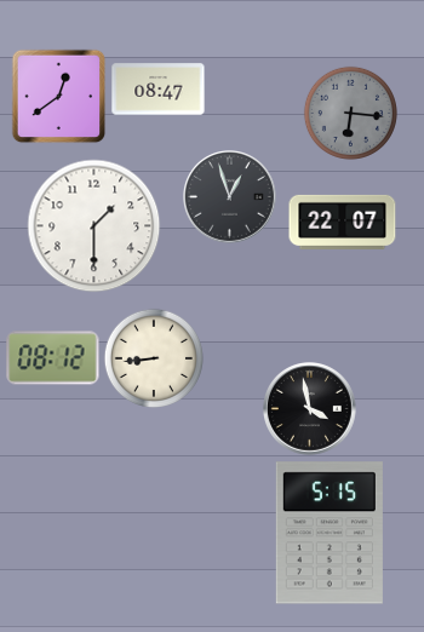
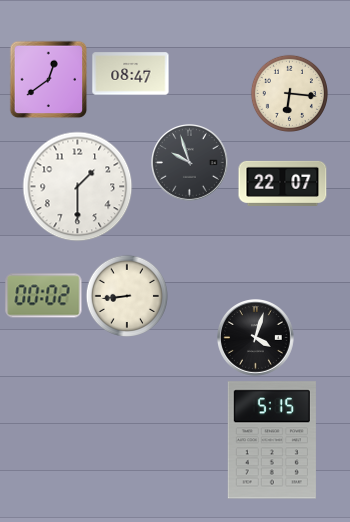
clock at (350, 113) dial: grey -> cream
clock at (230, 197): 12:57 -> 9:57
clock at (53, 358): 08:12 -> 00:02
clock at (310, 409): 3:58 -> 4:03
